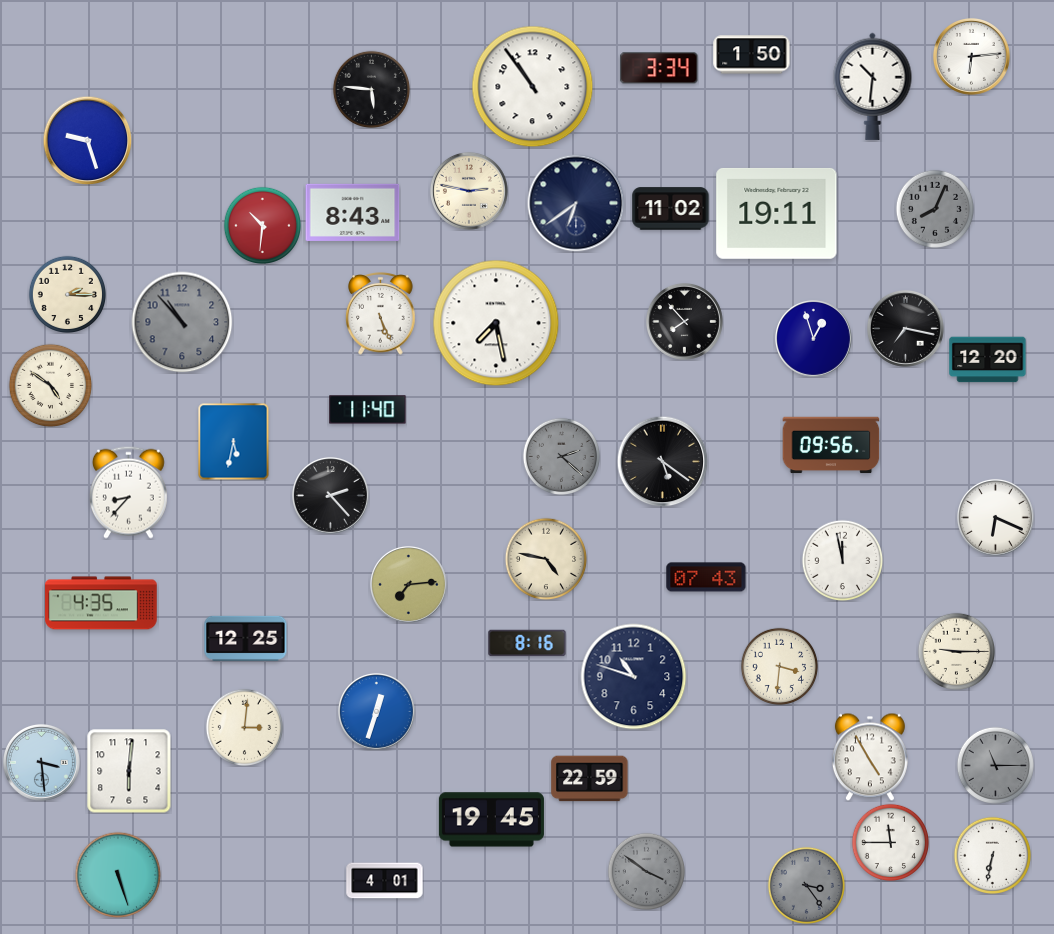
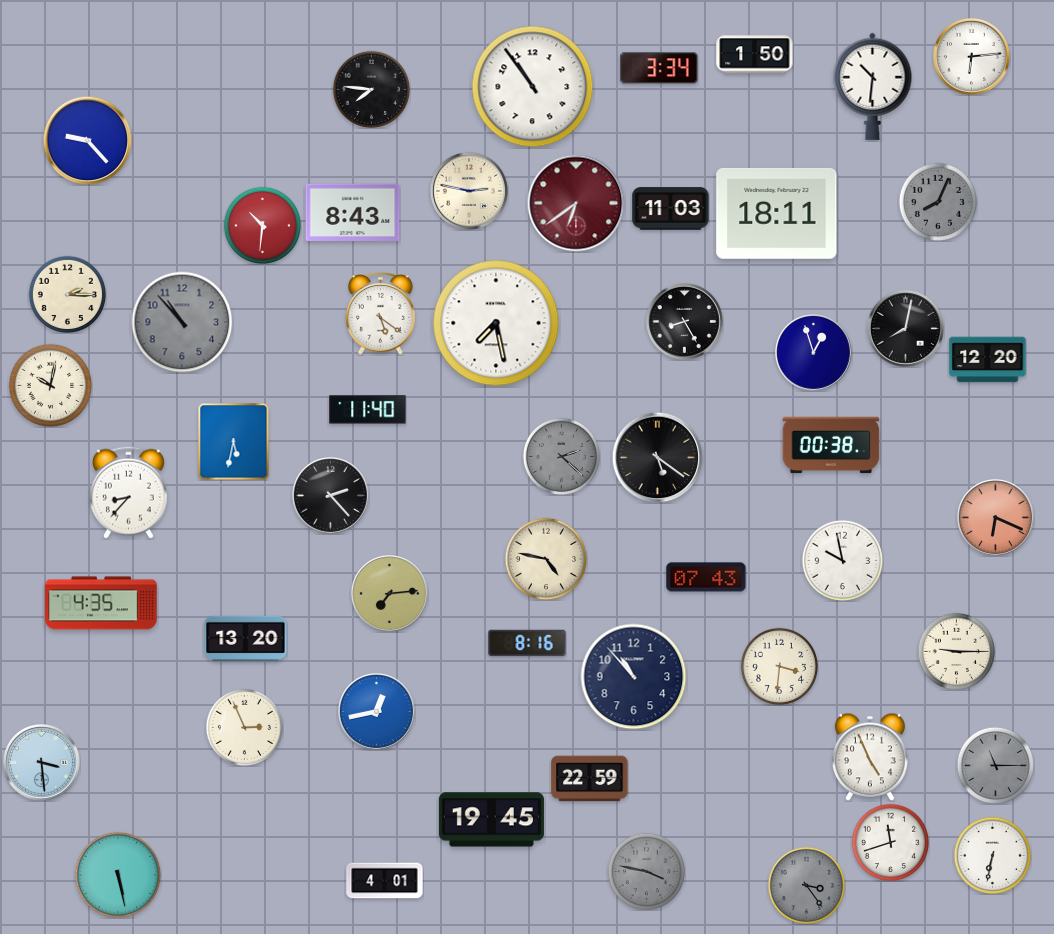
clock at (752, 55) position: (752, 55) -> (755, 55)
clock at (371, 89): 5:46 -> 7:46
clock at (87, 140): 9:27 -> 9:23
clock at (576, 203) dial: navy -> burgundy
clock at (934, 208) position: (934, 208) -> (937, 201)
clock at (671, 209): 11:02 -> 11:03
clock at (777, 213): 19:11 -> 18:11
clock at (381, 314): 5:26 -> 5:21
clock at (684, 321): 7:53 -> 8:25
clock at (905, 328): 7:17 -> 8:02
clock at (813, 338) position: (813, 338) -> (813, 352)
clock at (50, 385): 4:51 -> 10:02
clock at (831, 445): 09:56 -> 00:38
clock at (662, 461) position: (662, 461) -> (657, 457)
clock at (995, 517) dial: white -> salmon
clock at (842, 560): 11:58 -> 9:58
clock at (408, 584) position: (408, 584) -> (389, 593)
clock at (246, 638): 12:25 -> 13:20
clock at (634, 677): 10:48 -> 10:53
clock at (376, 711): 12:33 -> 12:43
clock at (244, 727): 3:01 -> 2:56
clock at (870, 757): 4:55 -> 4:56
clock at (129, 771): 6:01 -> none
clock at (890, 842): 11:45 -> 11:42
clock at (646, 871): 3:51 -> 3:47
clock at (118, 875): 5:27 -> 5:28
